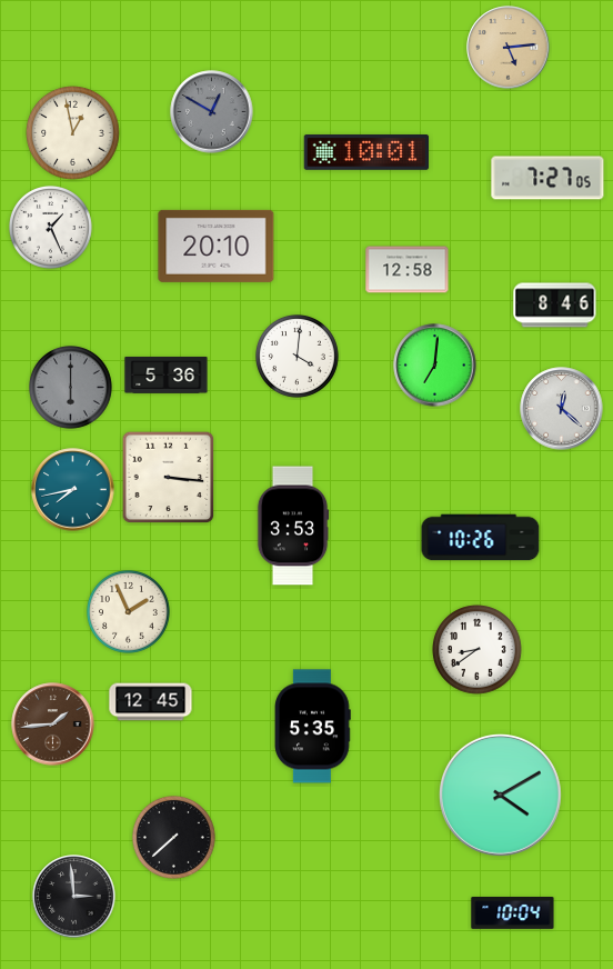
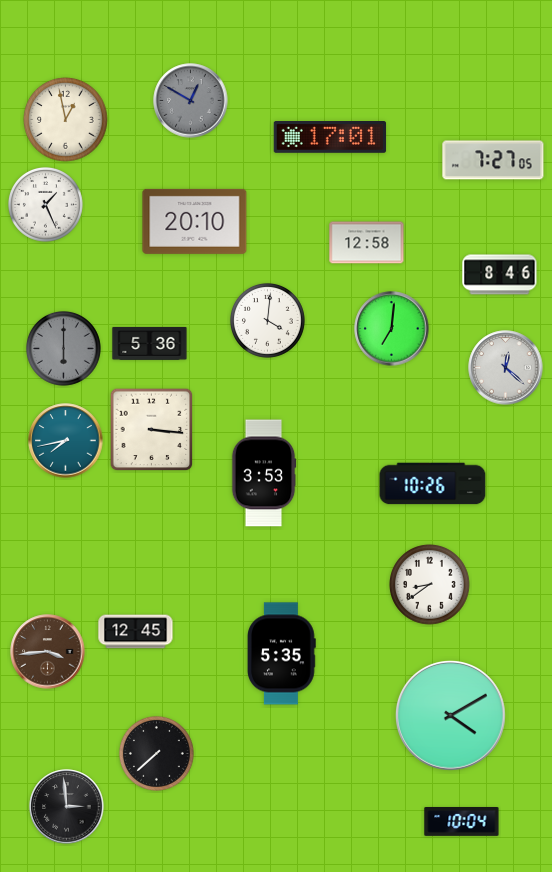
clock at (509, 48): 5:14 -> none
clock at (366, 153): 10:01 -> 17:01
clock at (167, 374) position: (167, 374) -> (150, 343)
clock at (129, 612): 1:56 -> none
clock at (53, 725): 1:44 -> 3:44
